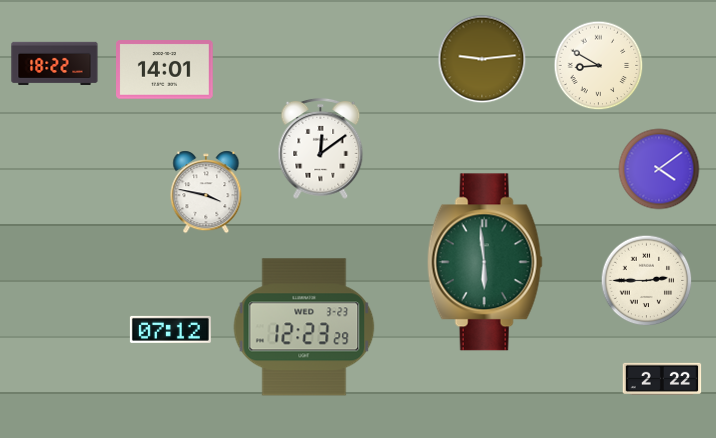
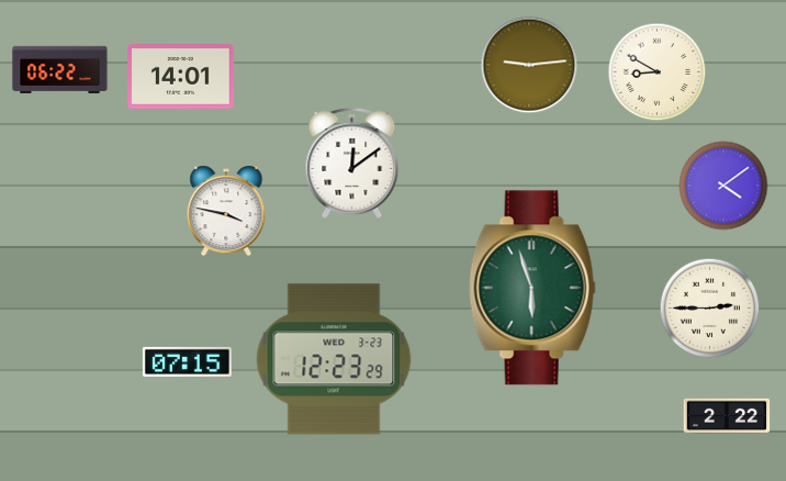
clock at (55, 63): 18:22 -> 06:22
clock at (485, 262): 5:59 -> 5:57
clock at (170, 329): 07:12 -> 07:15
